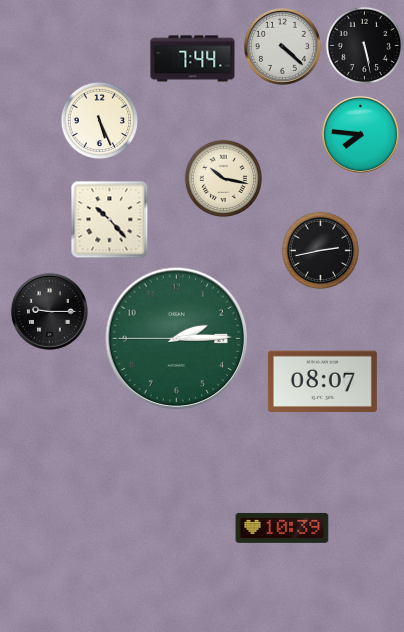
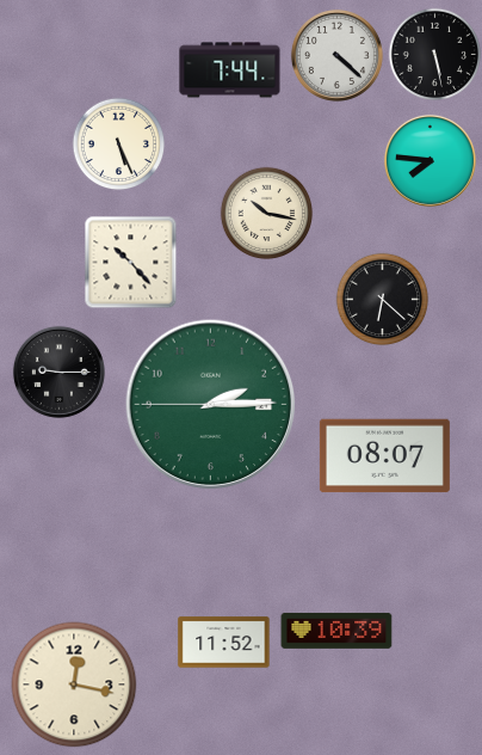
clock at (320, 250): 2:43 -> 6:22
clock at (224, 643): none -> 11:52
clock at (74, 685): none -> 12:17
